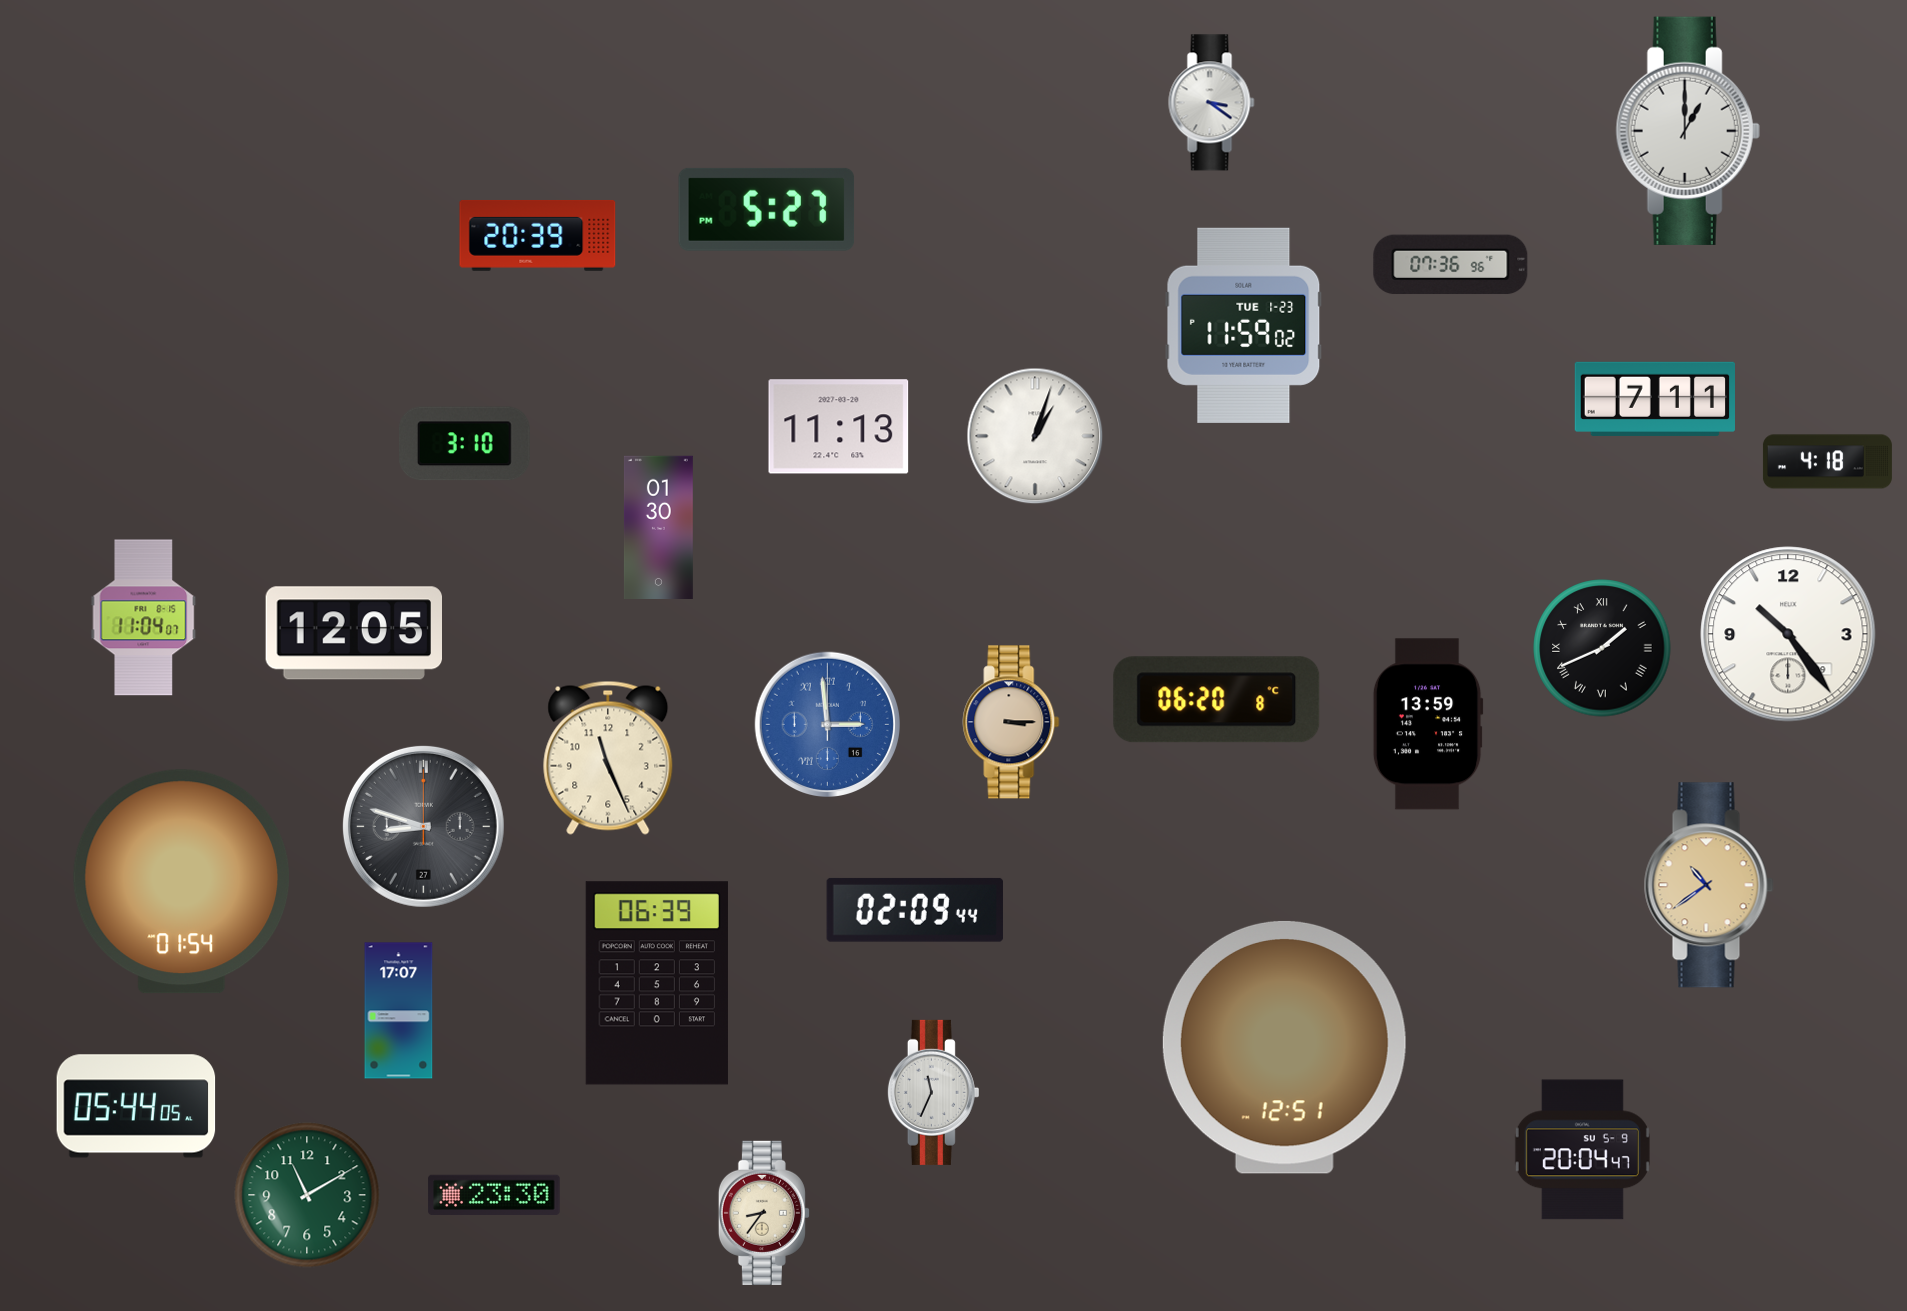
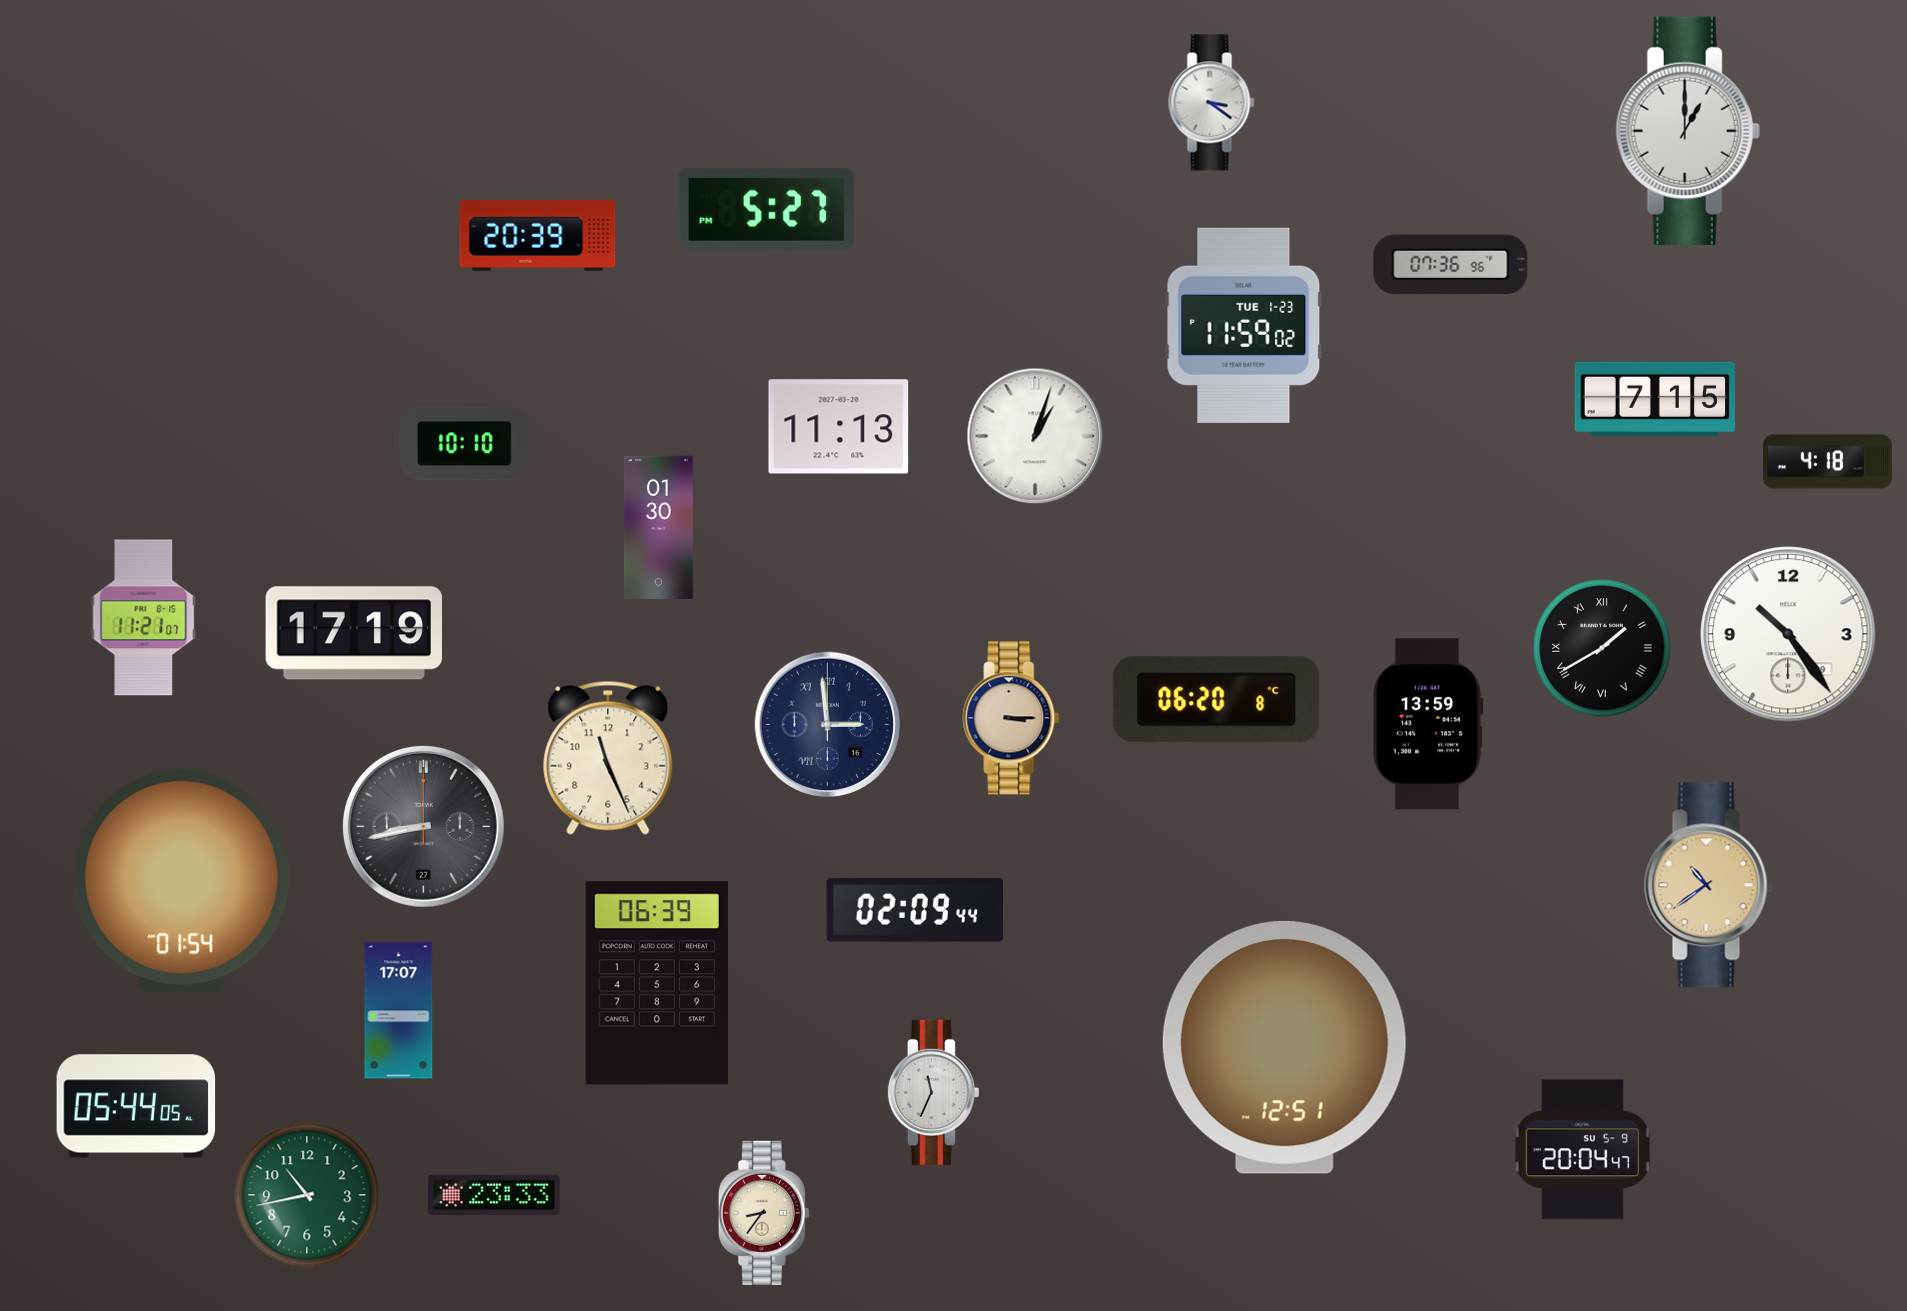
clock at (1654, 399): 7:11 -> 7:15
clock at (464, 444): 3:10 -> 10:10
clock at (144, 618): 11:04 -> 11:21
clock at (353, 633): 12:05 -> 17:19
clock at (1602, 648): 1:41 -> 1:40
clock at (1011, 722) position: (1011, 722) -> (1011, 718)
clock at (827, 724) dial: blue -> navy
clock at (423, 826): 8:48 -> 8:43
clock at (307, 1195): 11:10 -> 10:43
clock at (494, 1195): 23:30 -> 23:33
